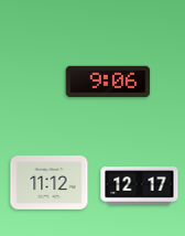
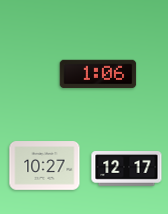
clock at (108, 82): 9:06 -> 1:06
clock at (50, 183): 11:12 -> 10:27
